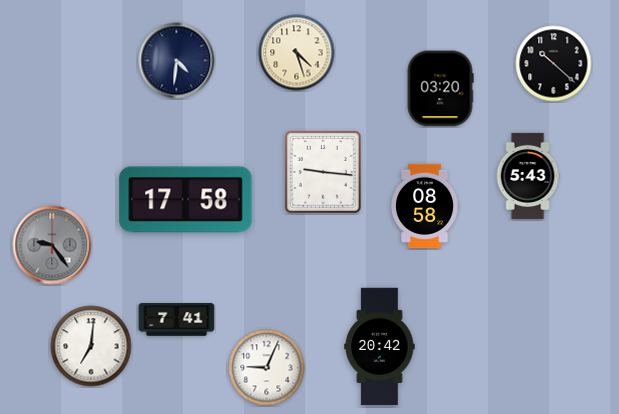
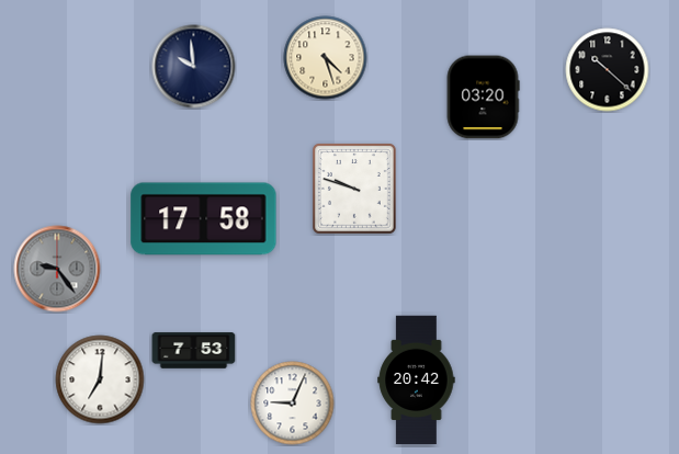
clock at (177, 61): 4:31 -> 9:59
clock at (324, 173): 9:16 -> 9:48
clock at (528, 176): 5:43 -> none
clock at (425, 206): 08:58 -> none
clock at (177, 320): 7:41 -> 7:53
